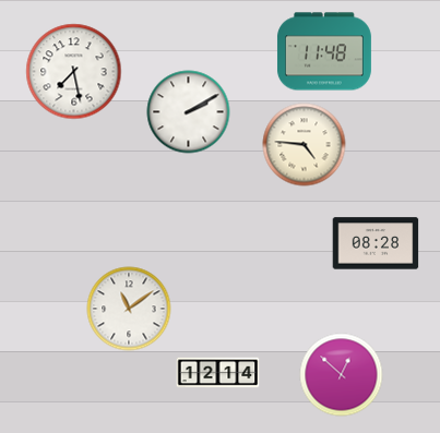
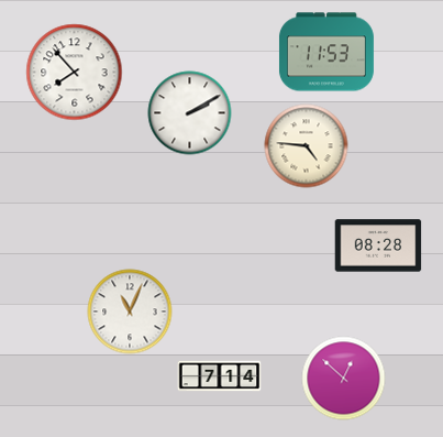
clock at (324, 51): 11:48 -> 11:53
clock at (74, 72): 7:28 -> 7:53
clock at (129, 309): 11:09 -> 11:04
clock at (218, 373): 12:14 -> 7:14
